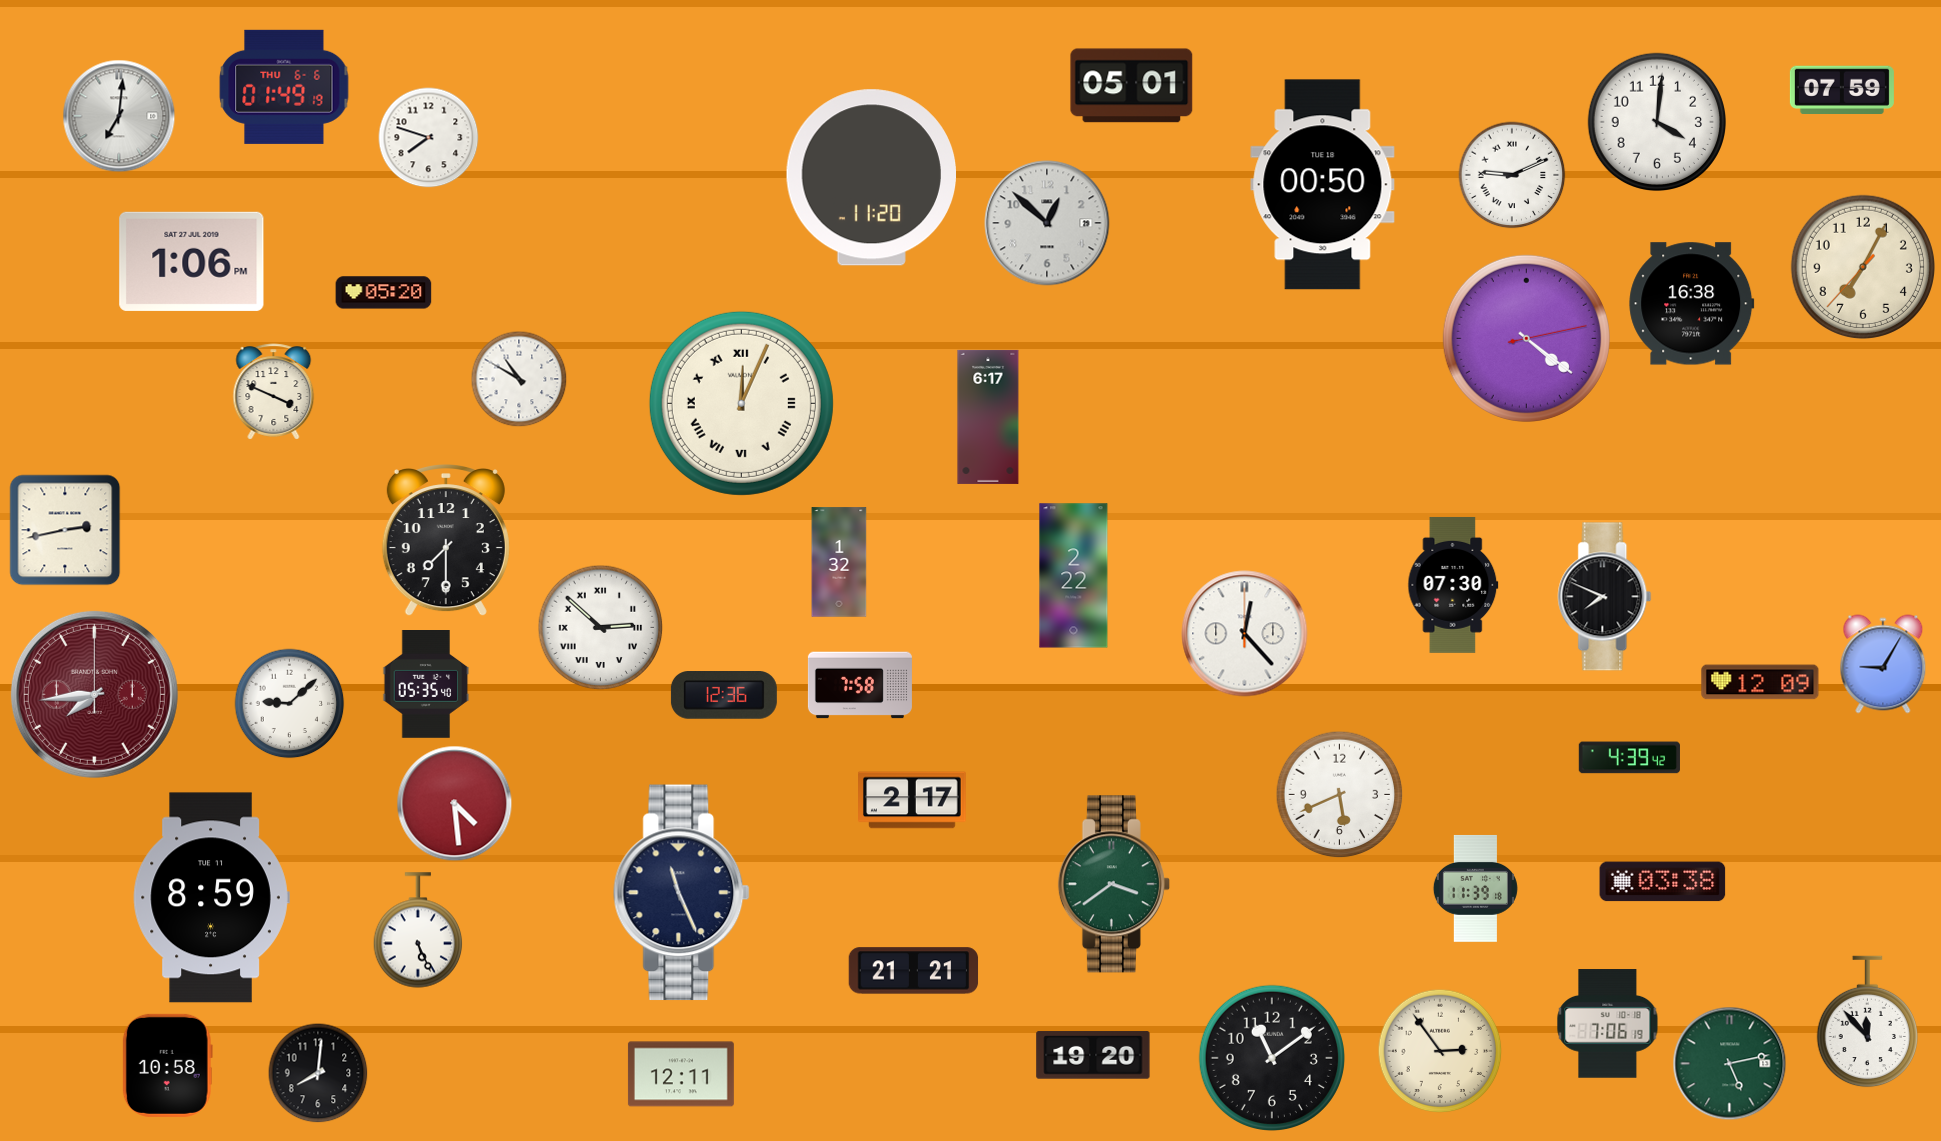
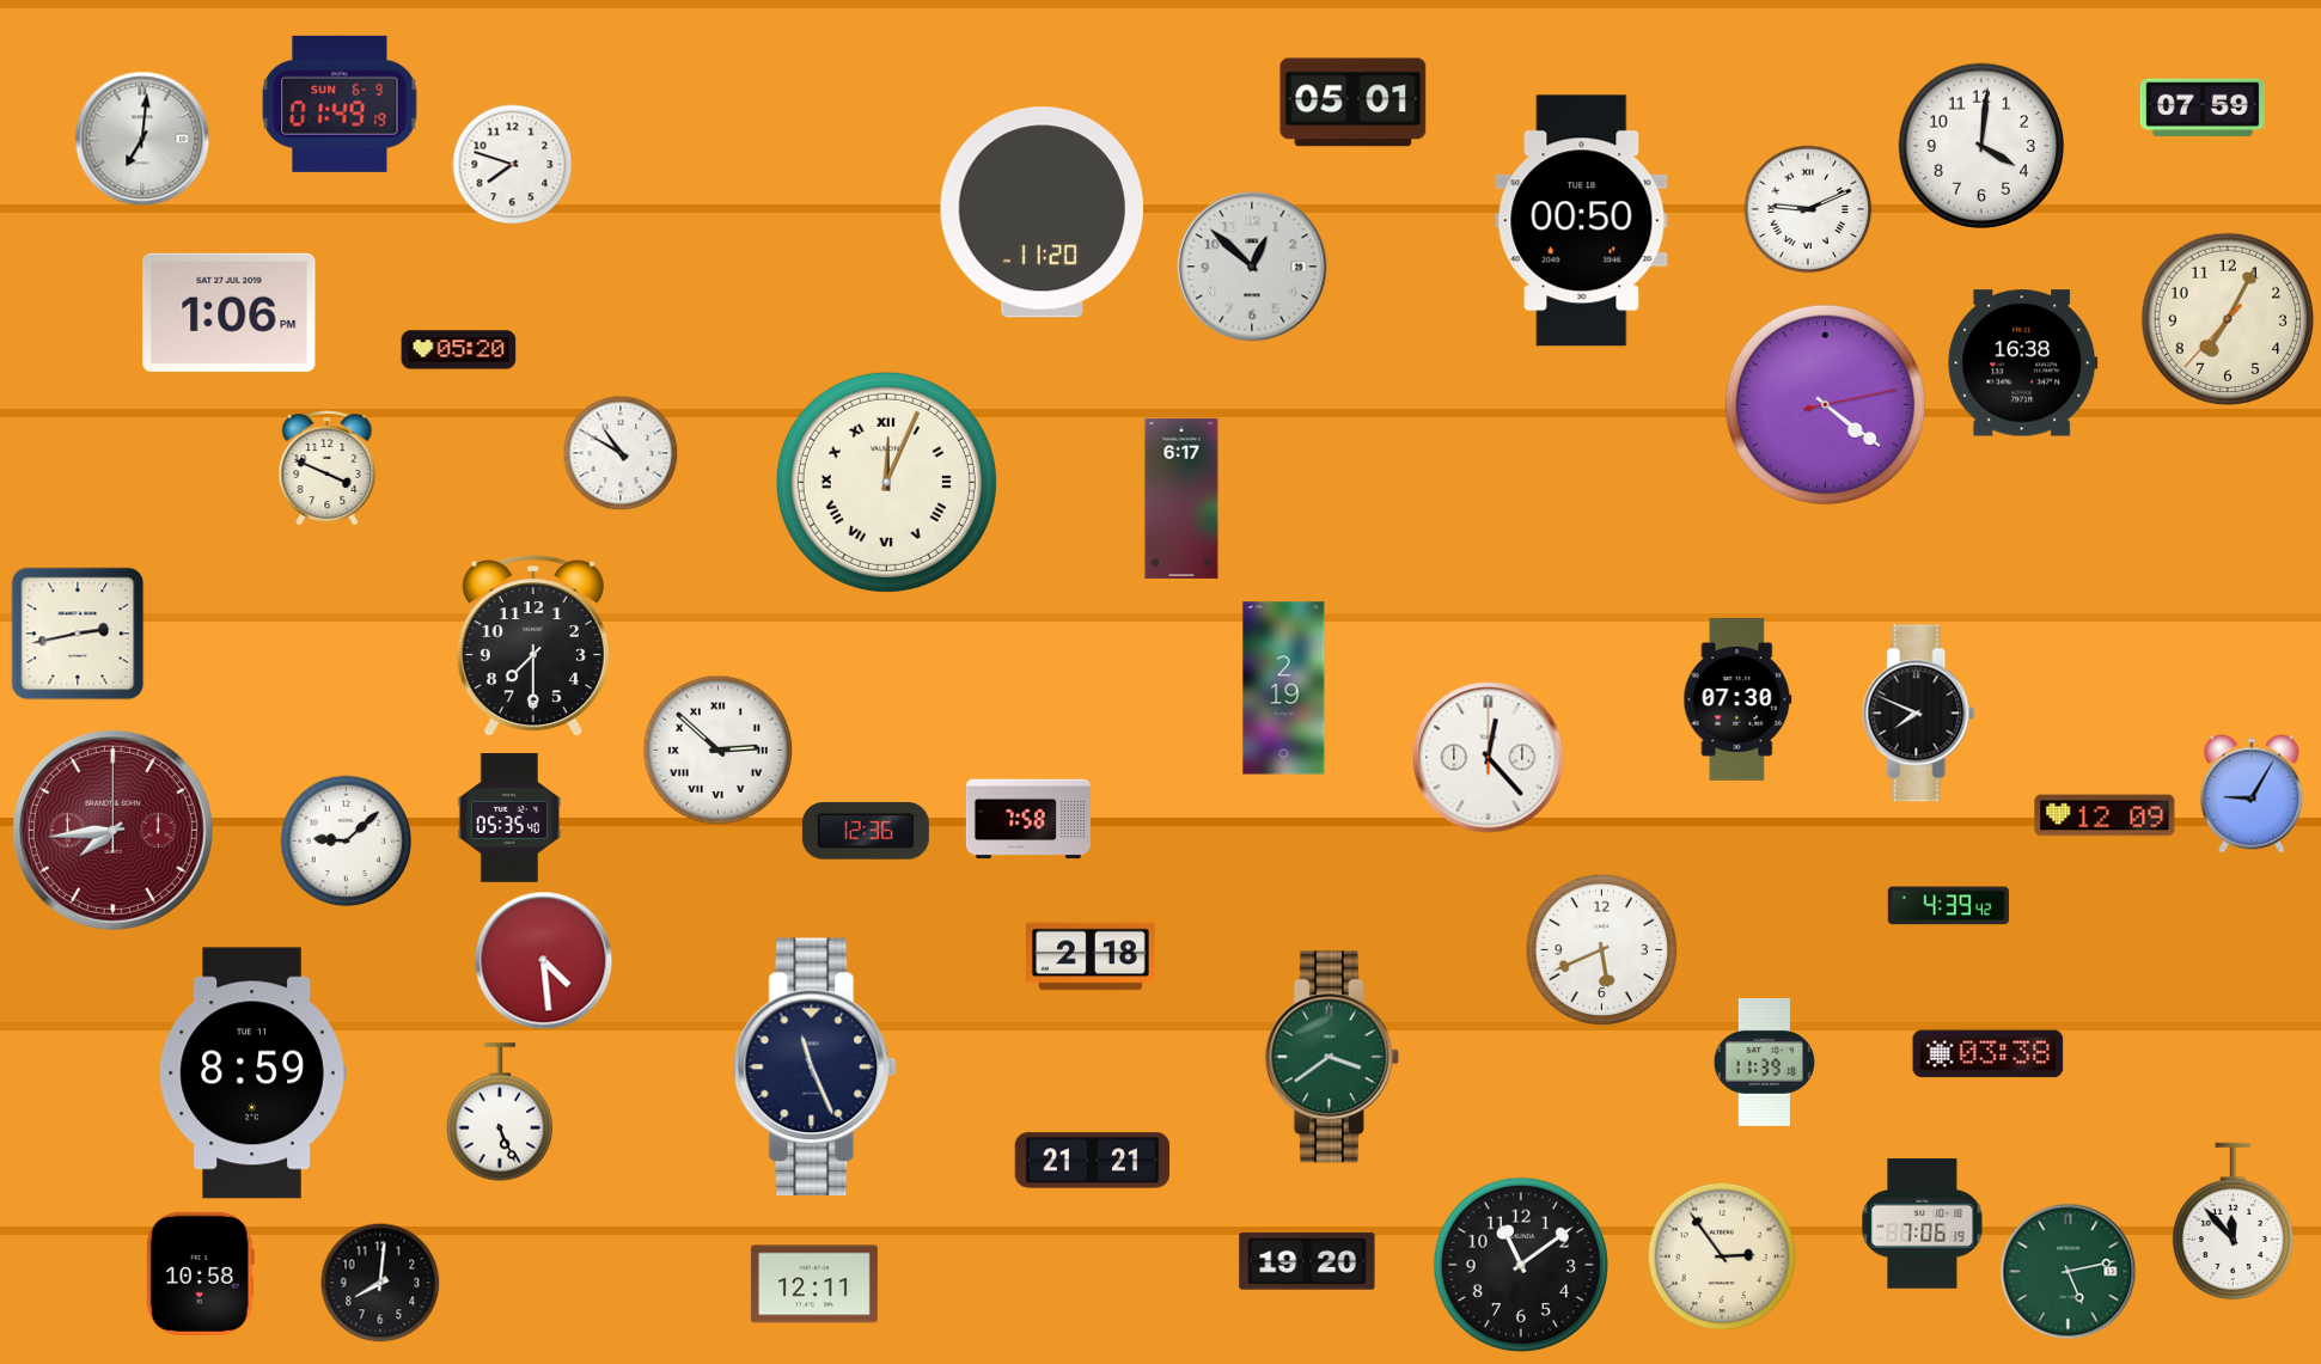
clock at (284, 87) date: THU 6-6 -> SUN 6-9
clock at (839, 562): 1:32 -> none
clock at (1074, 576): 2:22 -> 2:19
clock at (913, 800): 2:17 -> 2:18
